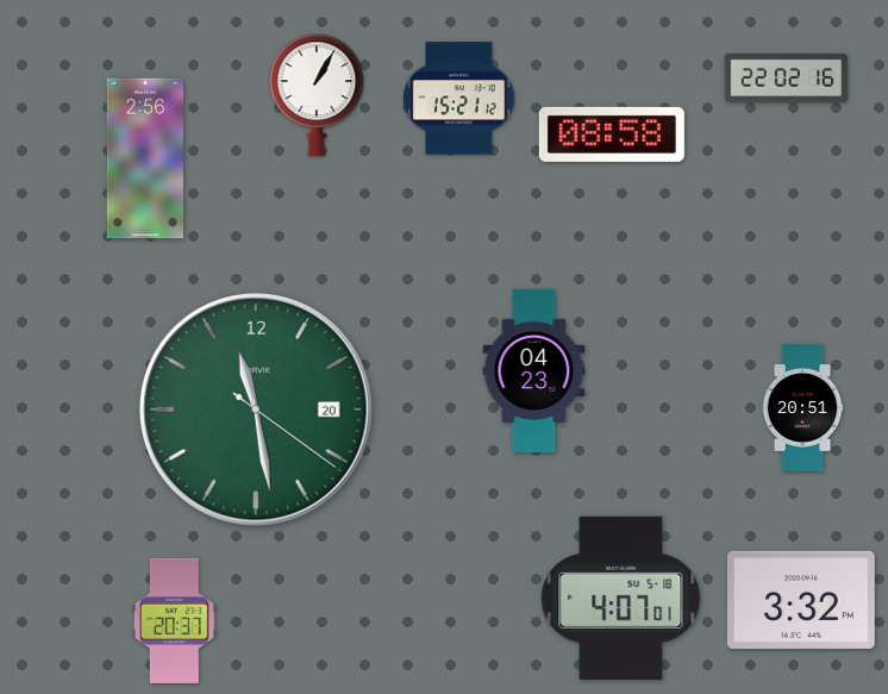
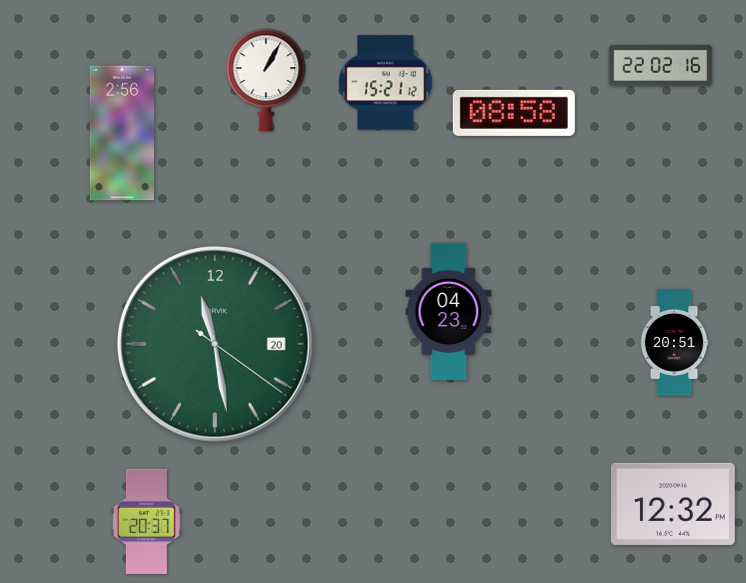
clock at (621, 598): 4:07 -> none
clock at (801, 600): 3:32 -> 12:32
